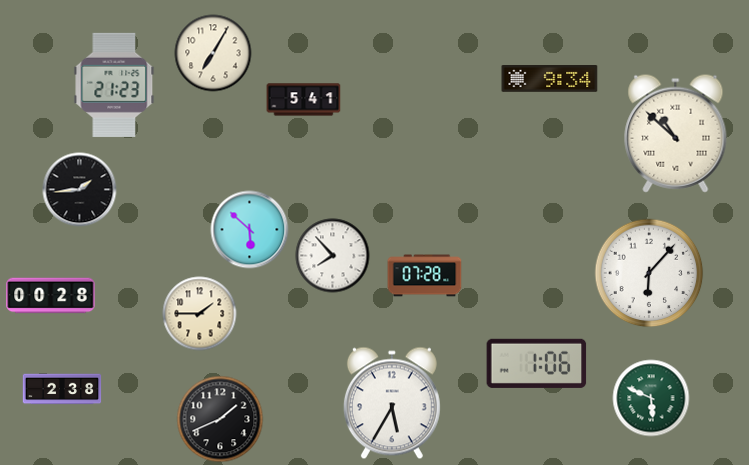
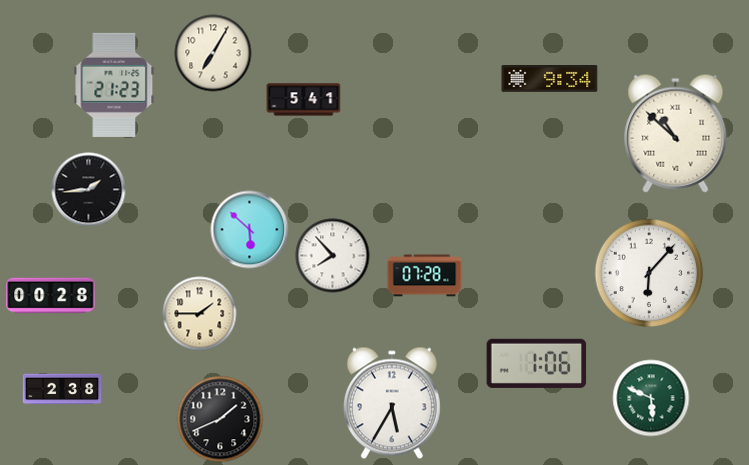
clock at (80, 190) position: (80, 190) -> (89, 190)
